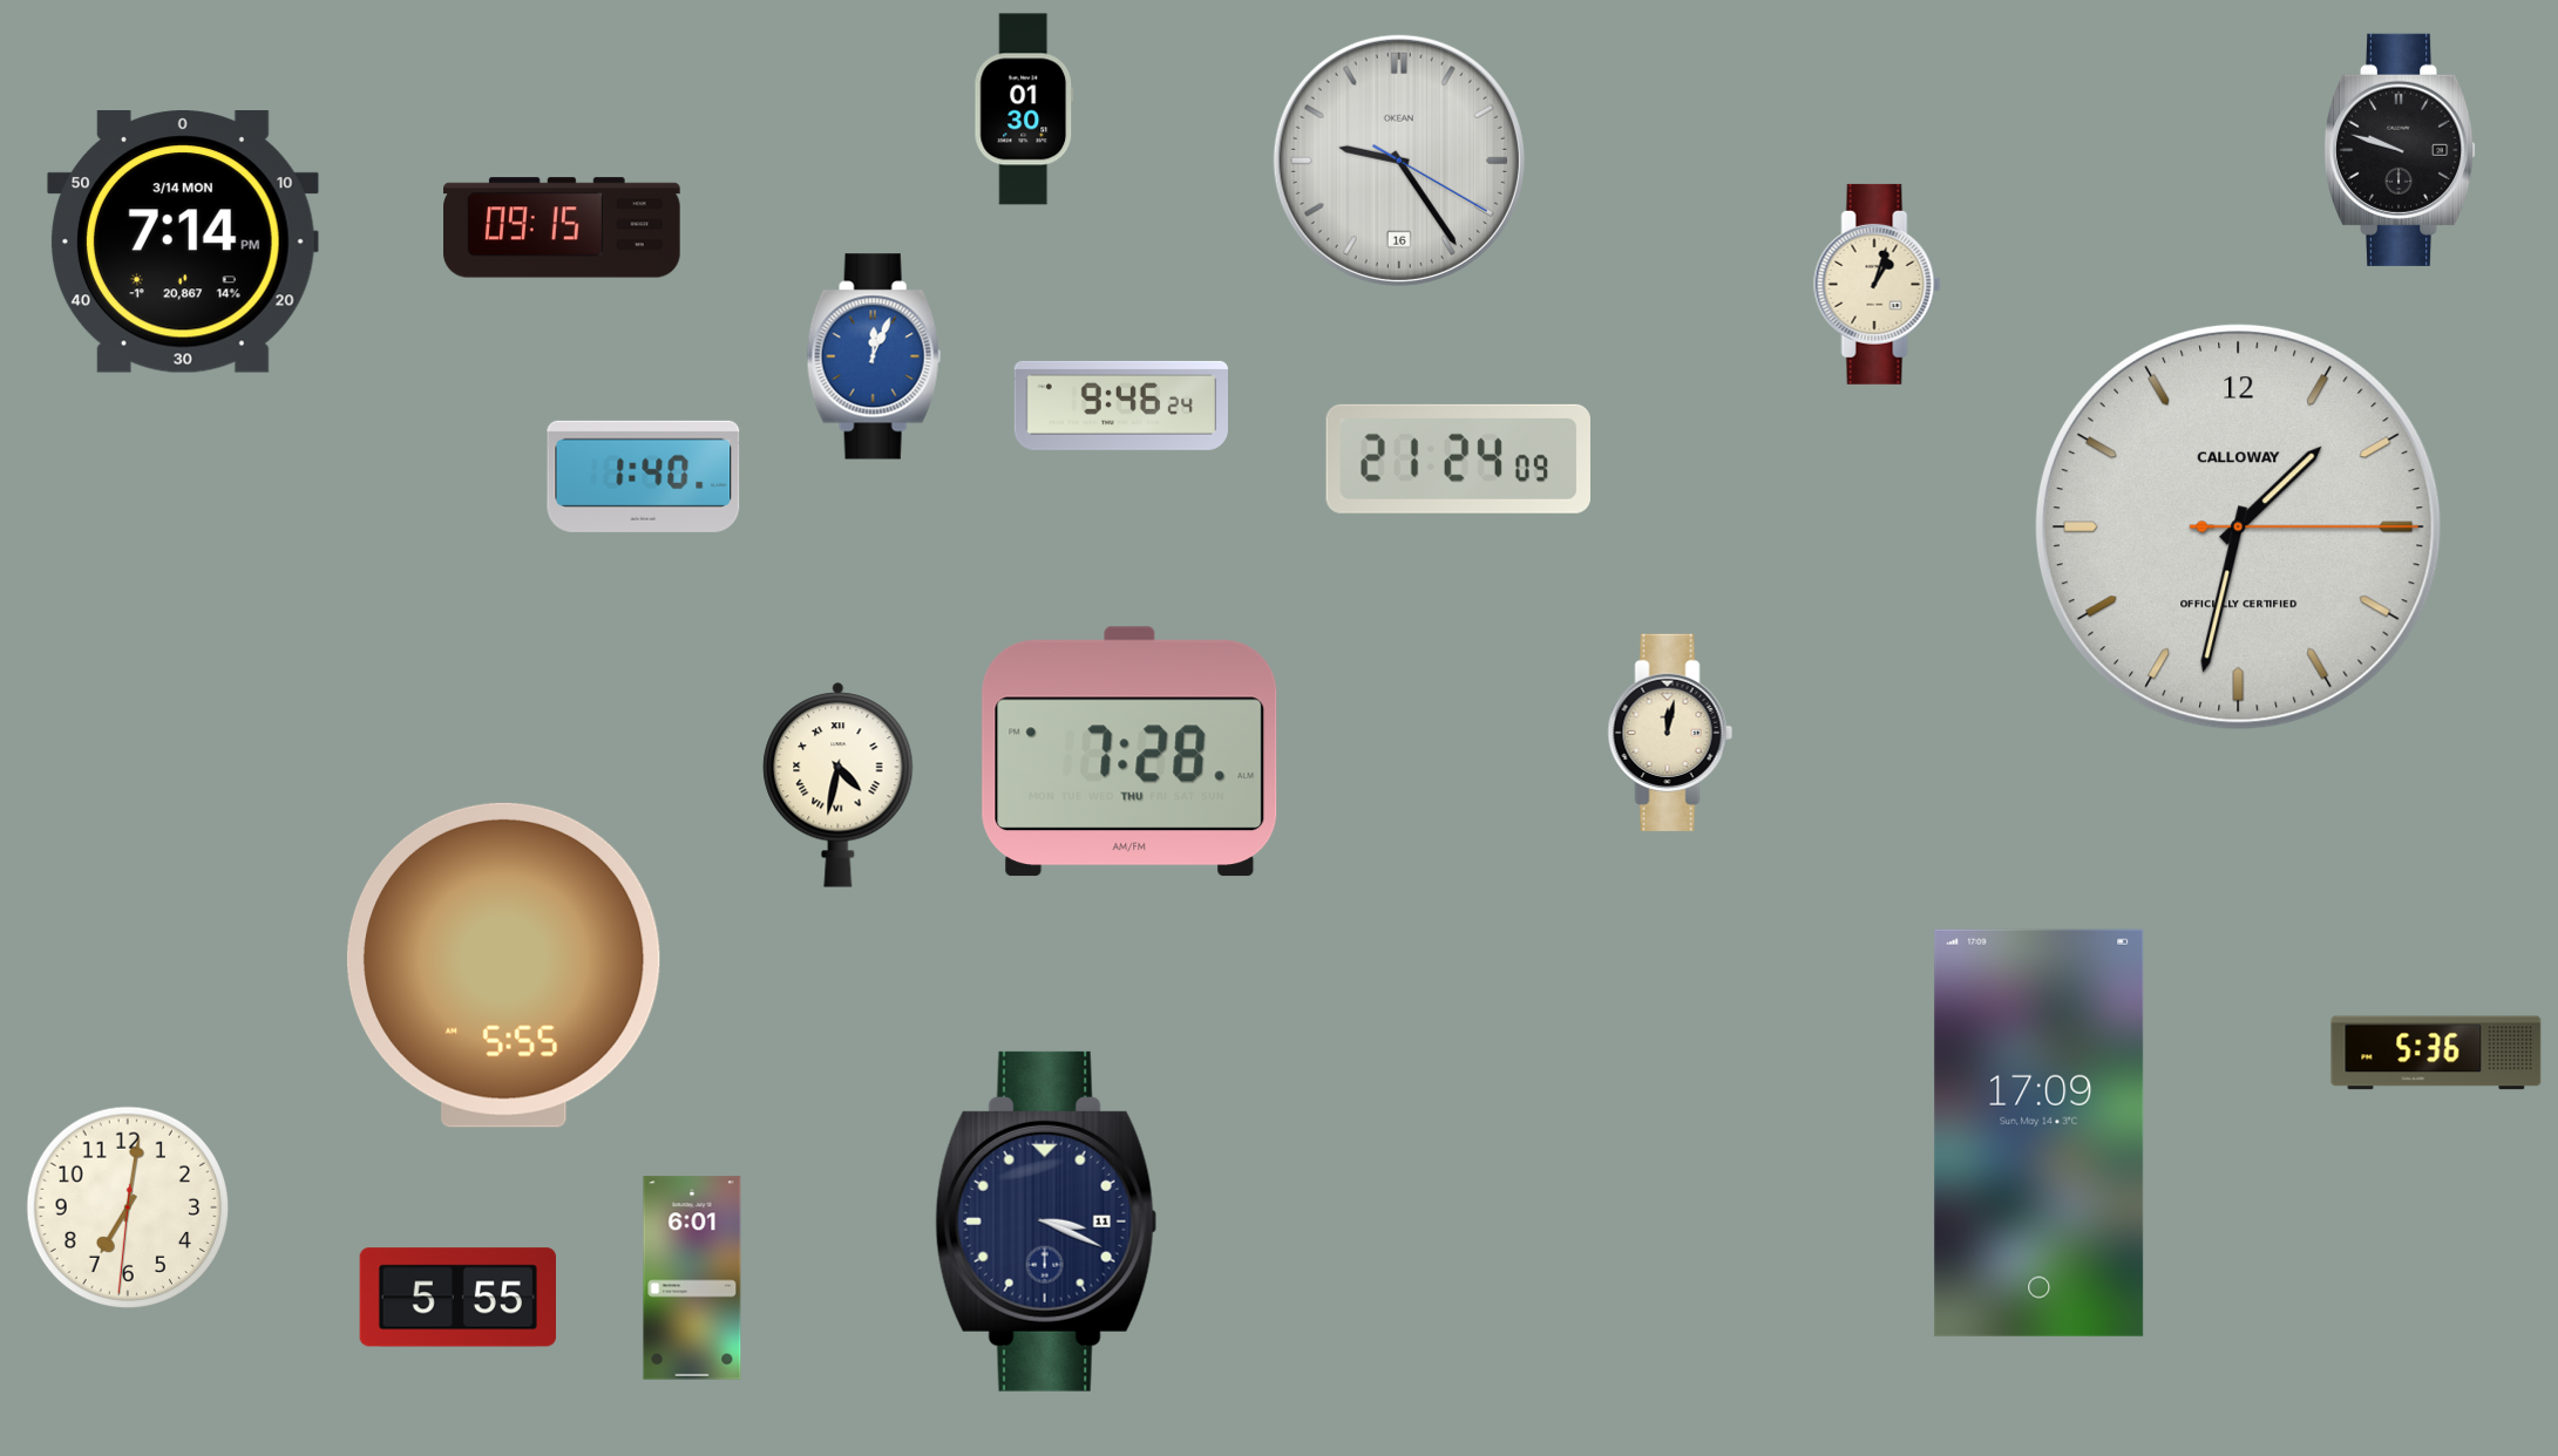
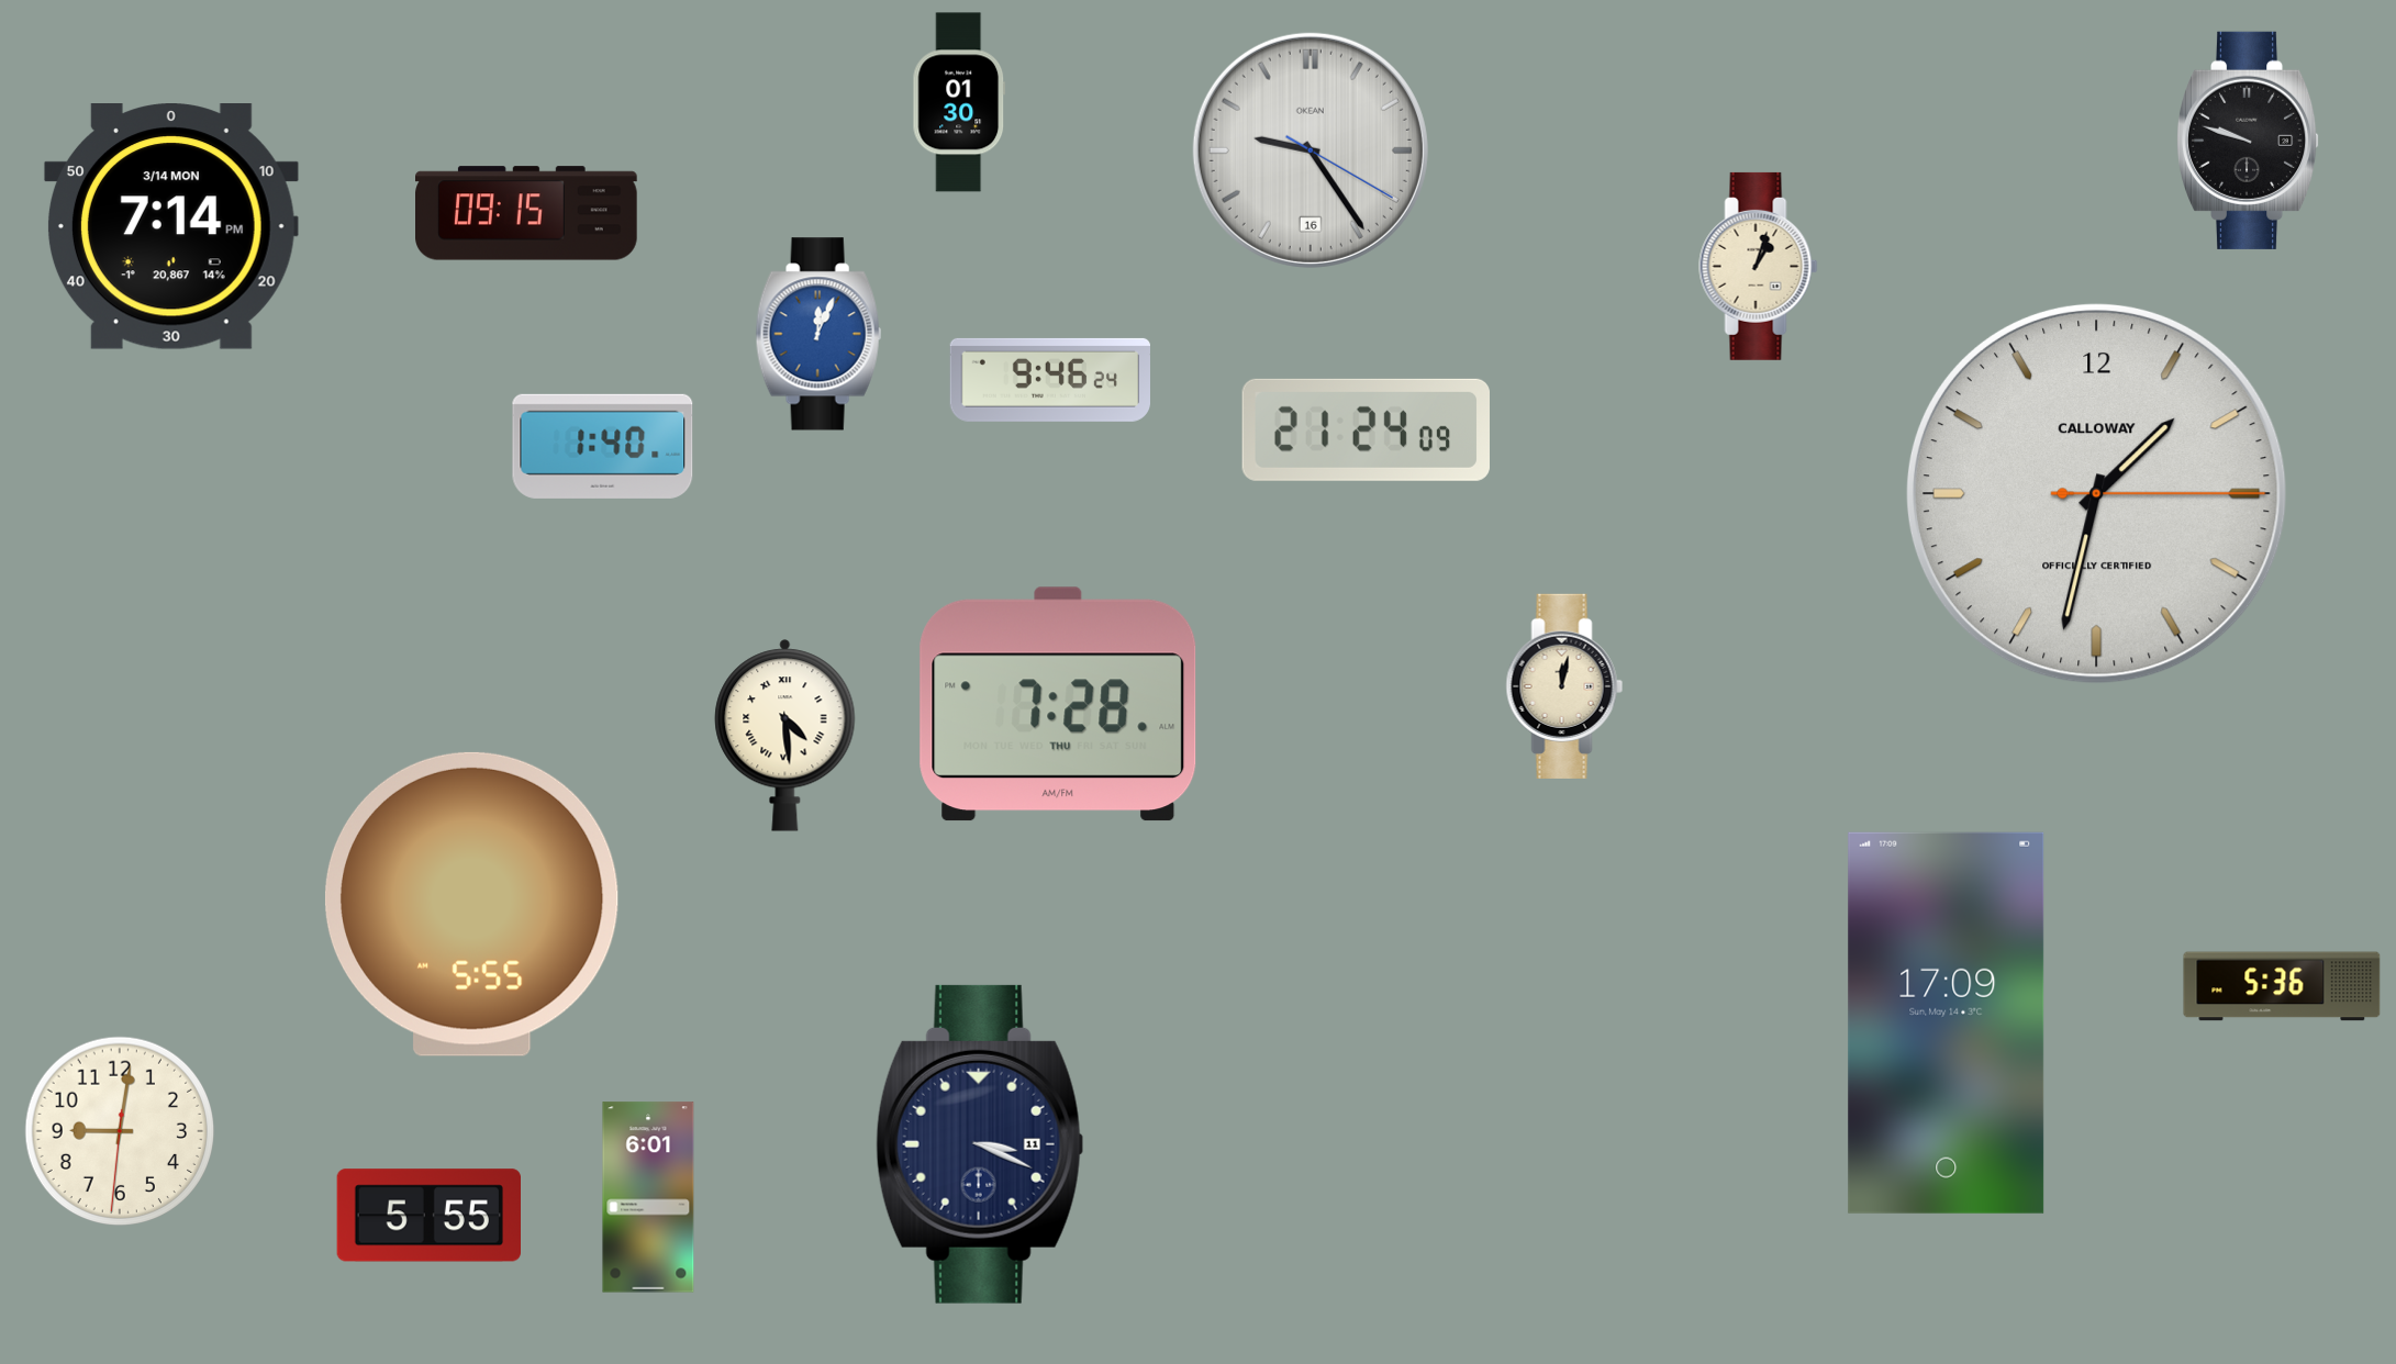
clock at (839, 785): 4:32 -> 4:29
clock at (2040, 1132) position: (2040, 1132) -> (1947, 1022)
clock at (128, 1207): 7:01 -> 9:01
